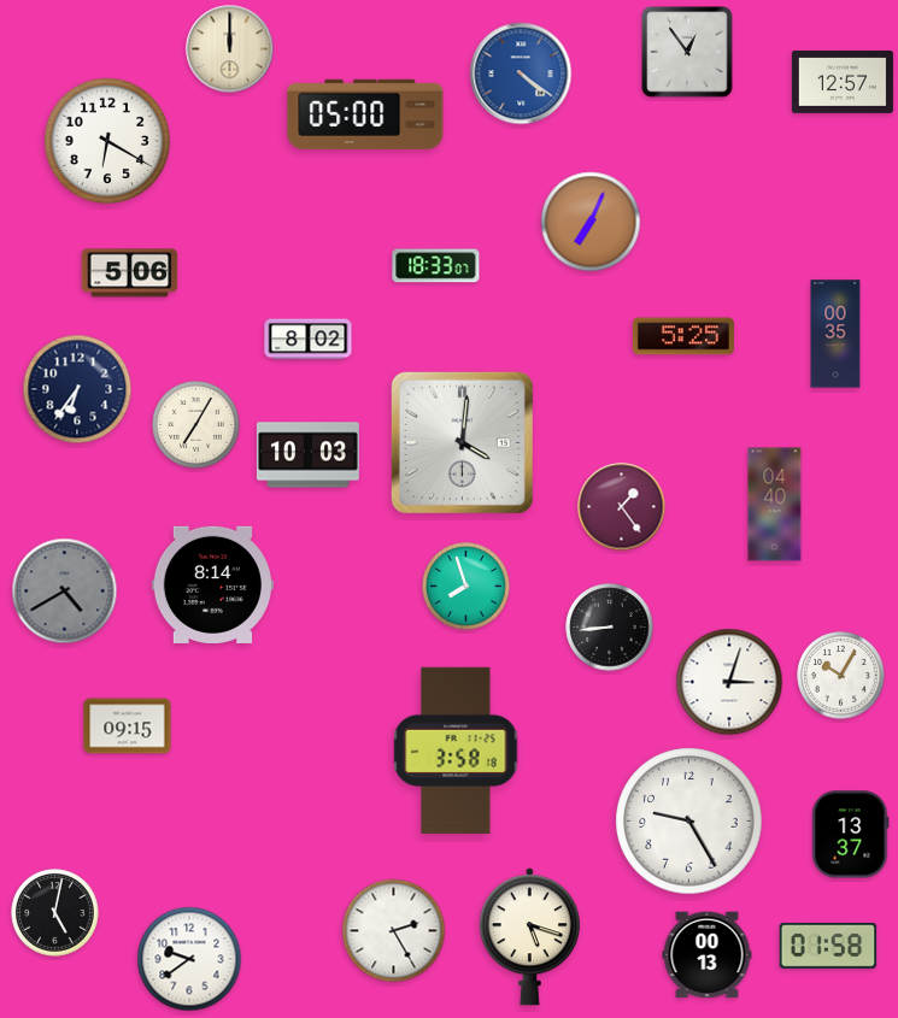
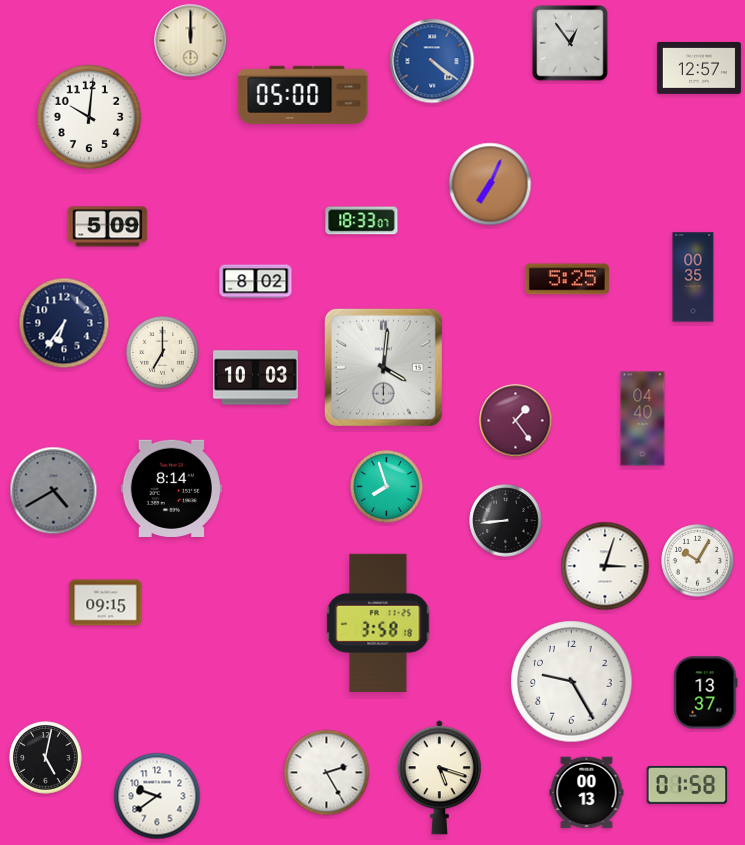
clock at (107, 141): 6:20 -> 10:01
clock at (130, 273): 5:06 -> 5:09
clock at (196, 425): 7:05 -> 7:00
clock at (212, 584) position: (212, 584) -> (171, 488)
